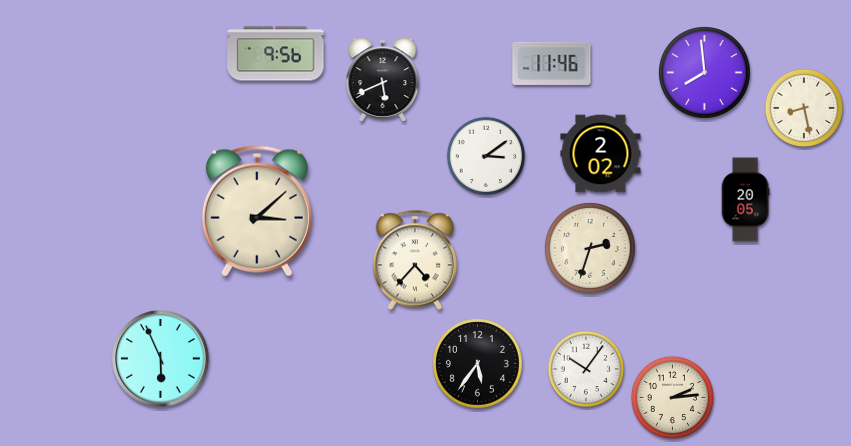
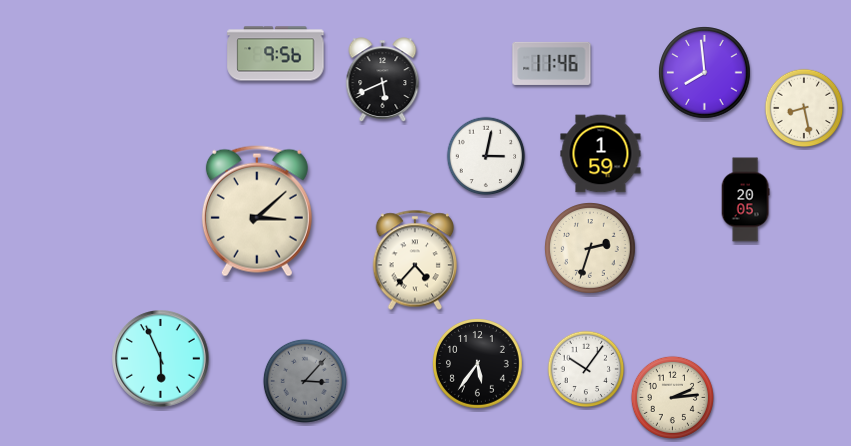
clock at (601, 154): 2:02 -> 1:59
clock at (486, 156): 3:09 -> 3:02
clock at (305, 381): none -> 3:07
